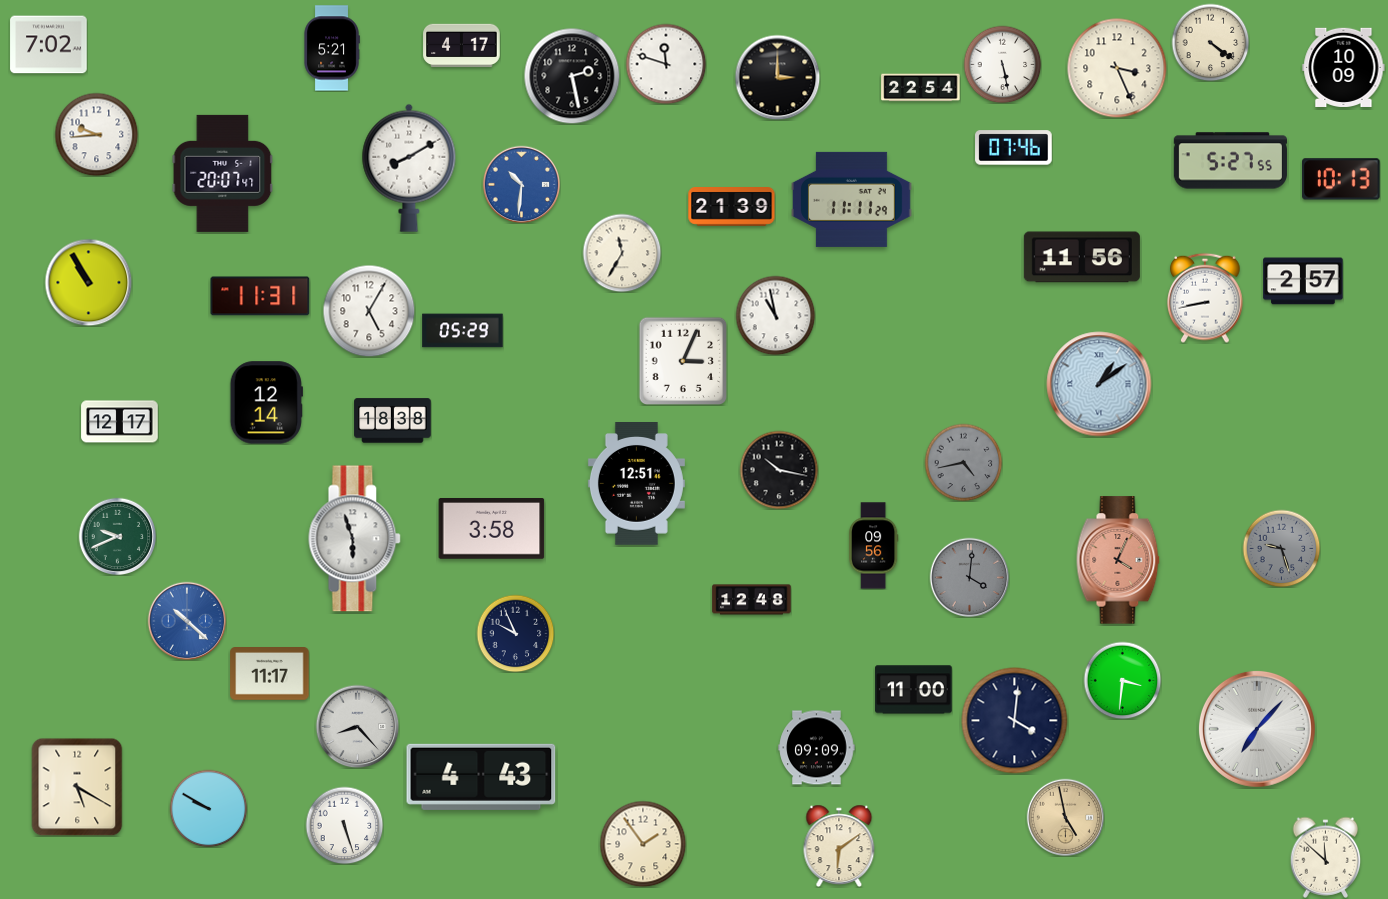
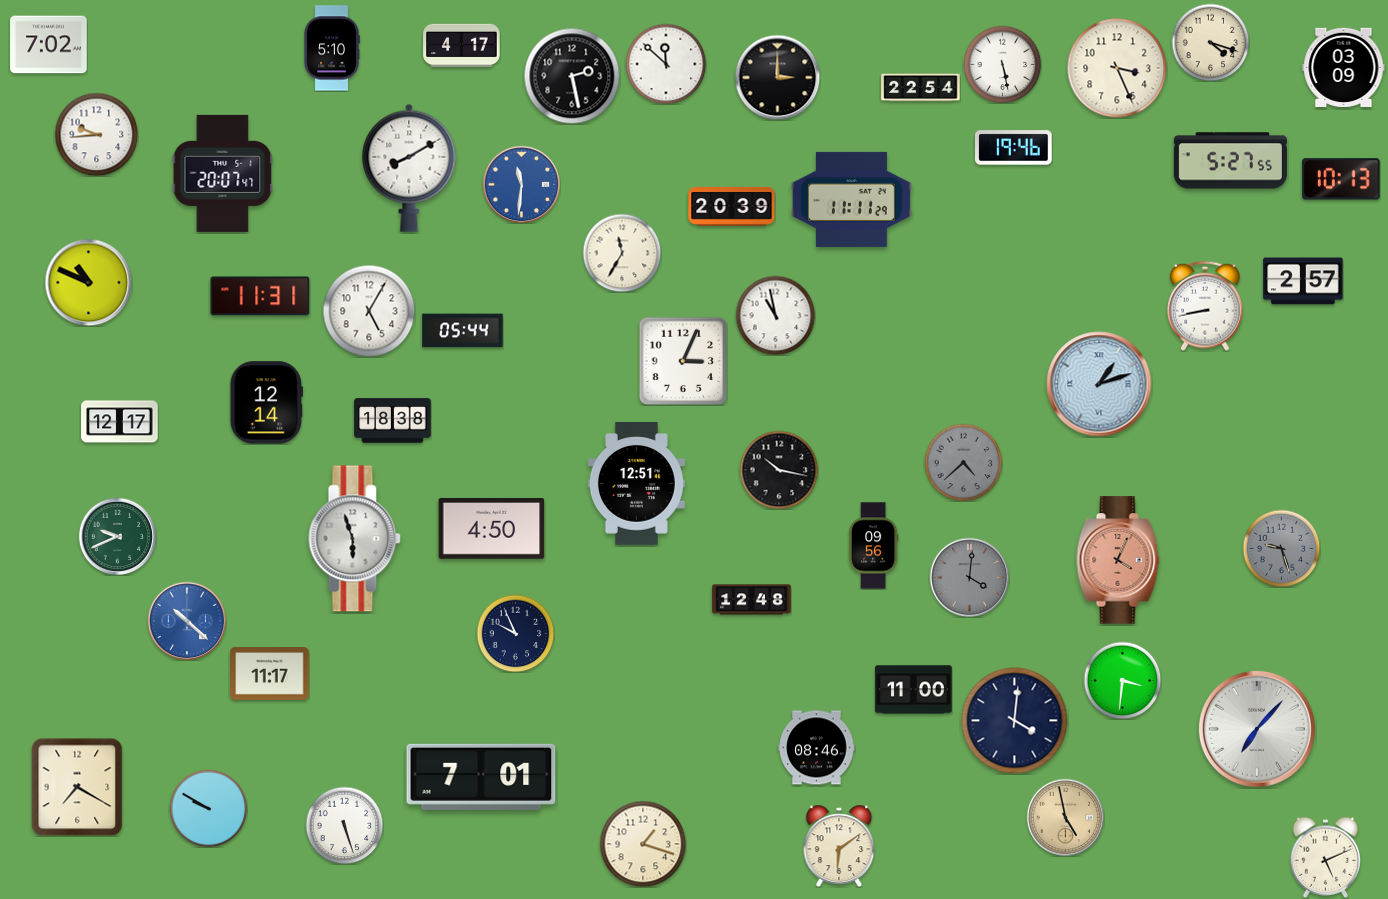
clock at (1210, 42): 4:21 -> 4:18
clock at (332, 48): 5:21 -> 5:10
clock at (666, 64): 11:48 -> 11:52
clock at (1344, 67): 10:09 -> 03:09
clock at (1014, 148): 07:46 -> 19:46
clock at (521, 184): 10:31 -> 11:31
clock at (732, 207): 21:39 -> 20:39
clock at (1082, 257): 11:56 -> none
clock at (88, 282): 10:55 -> 10:49
clock at (1205, 298) position: (1205, 298) -> (1205, 306)
clock at (463, 331): 05:29 -> 05:44
clock at (1099, 384): 1:09 -> 1:12
clock at (963, 462): 4:43 -> 4:38
clock at (492, 529): 3:58 -> 4:50
clock at (357, 726): 8:23 -> none
clock at (817, 748): 09:09 -> 08:46
clock at (481, 777): 4:43 -> 7:01
clock at (77, 787): 5:20 -> 7:20
clock at (643, 844): 1:54 -> 1:18
clock at (1326, 857): 11:52 -> 5:11
